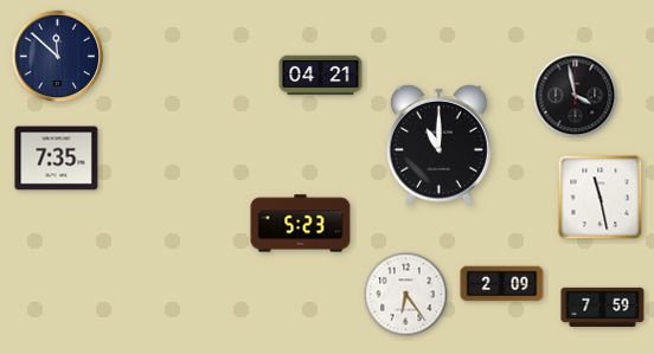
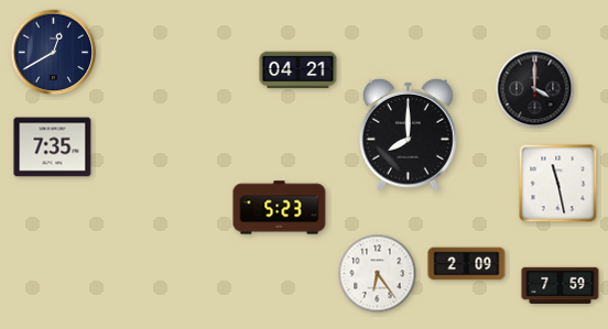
clock at (58, 57): 11:52 -> 12:40
clock at (576, 96): 3:58 -> 4:00
clock at (438, 144): 11:00 -> 8:00
